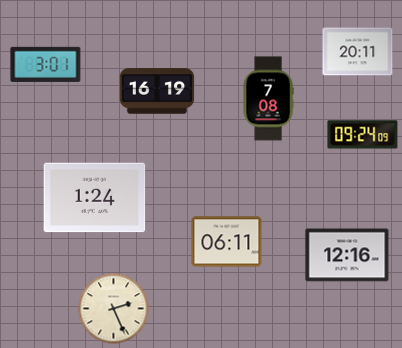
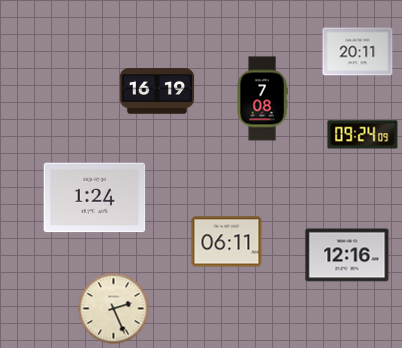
clock at (46, 64): 3:01 -> none
clock at (268, 99) position: (268, 99) -> (262, 99)
